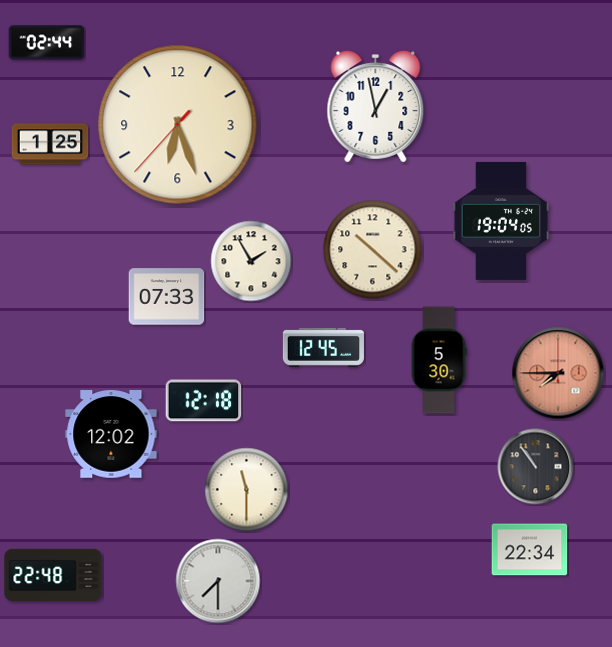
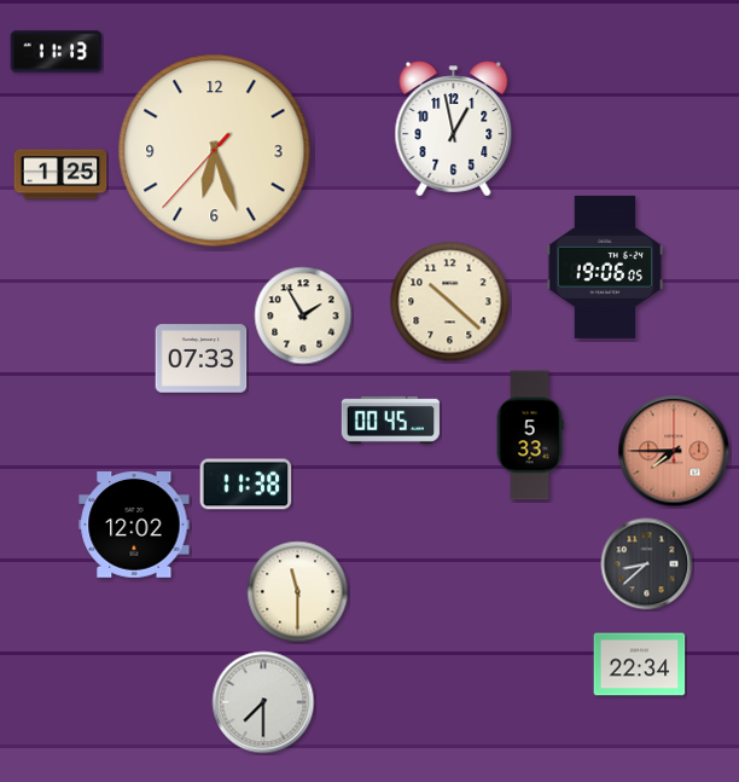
clock at (47, 43): 02:44 -> 11:13
clock at (501, 221): 19:04 -> 19:06
clock at (323, 347): 12:45 -> 00:45
clock at (439, 360): 5:30 -> 5:33
clock at (204, 401): 12:18 -> 11:38
clock at (536, 467): 10:54 -> 8:38
clock at (53, 575): 22:48 -> none
